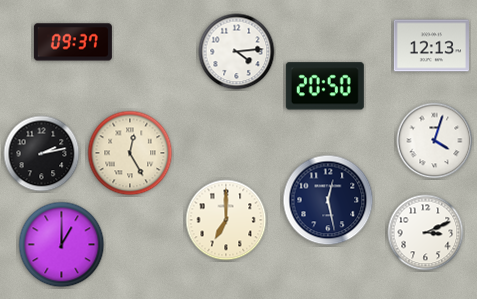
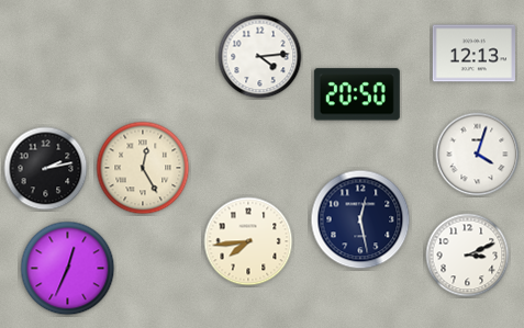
clock at (73, 42): 09:37 -> none
clock at (431, 46) position: (431, 46) -> (473, 54)
clock at (226, 220): 7:00 -> 7:44
clock at (62, 245): 1:00 -> 12:34
